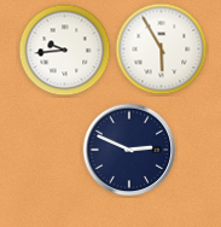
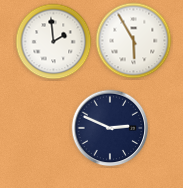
clock at (65, 51): 9:44 -> 1:59
clock at (129, 150) position: (129, 150) -> (110, 128)
